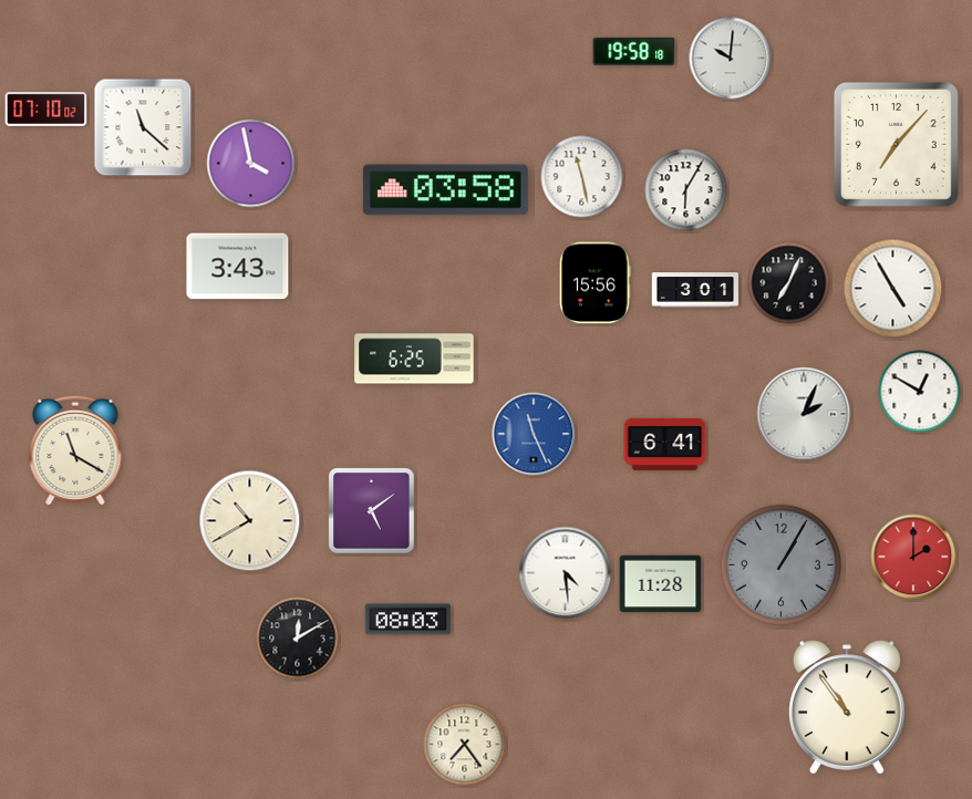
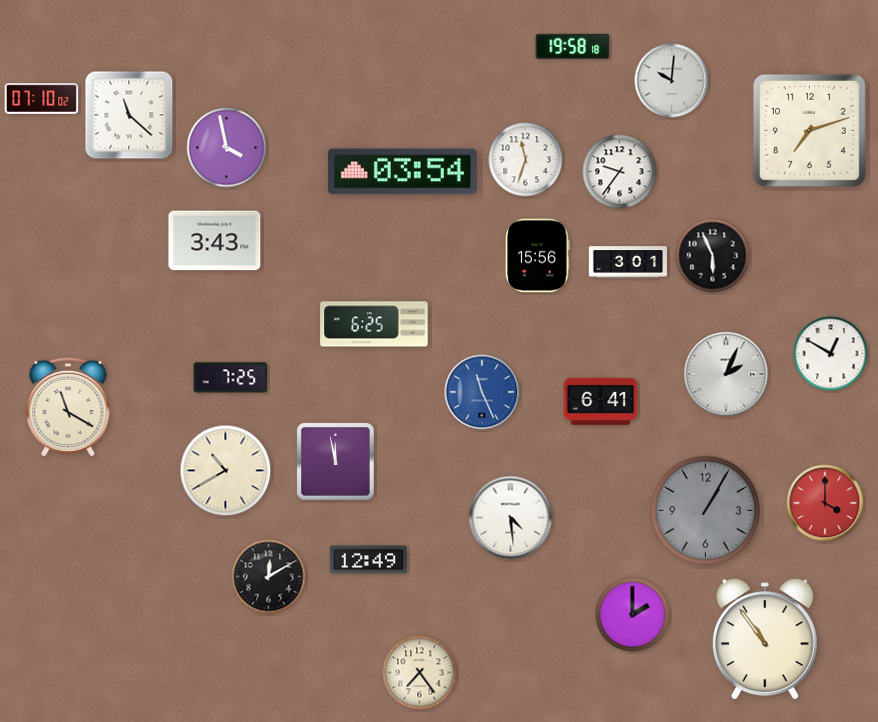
clock at (731, 59) position: (731, 59) -> (672, 81)
clock at (896, 144): 7:07 -> 7:12
clock at (582, 177): 11:28 -> 11:33
clock at (445, 190): 03:58 -> 03:54
clock at (686, 190): 6:05 -> 9:36
clock at (789, 283): 7:04 -> 5:56
clock at (893, 289): 4:55 -> none
clock at (231, 378): none -> 7:25
clock at (372, 511): 5:09 -> 11:58
clock at (913, 557): 2:00 -> 4:00
clock at (661, 584): 11:28 -> none
clock at (407, 620): 08:03 -> 12:49
clock at (633, 615): none -> 2:00
